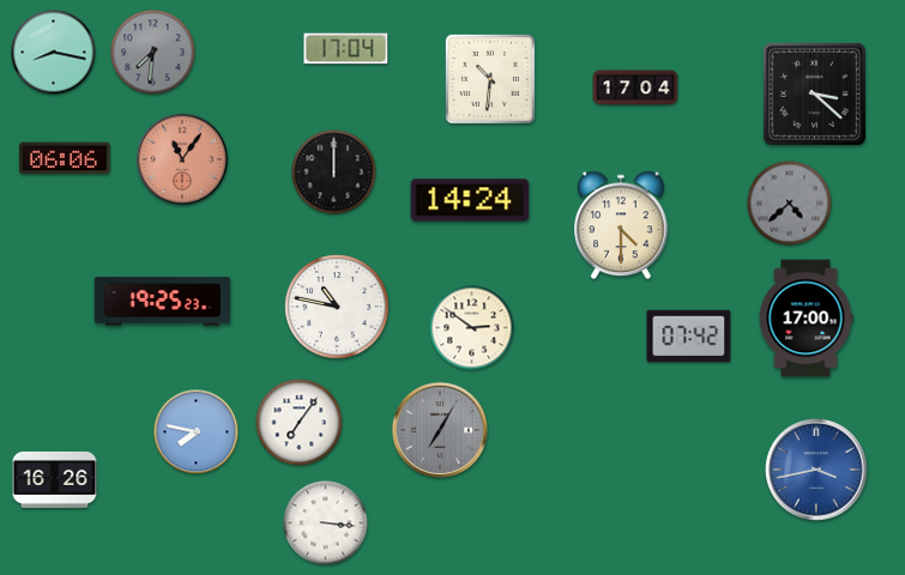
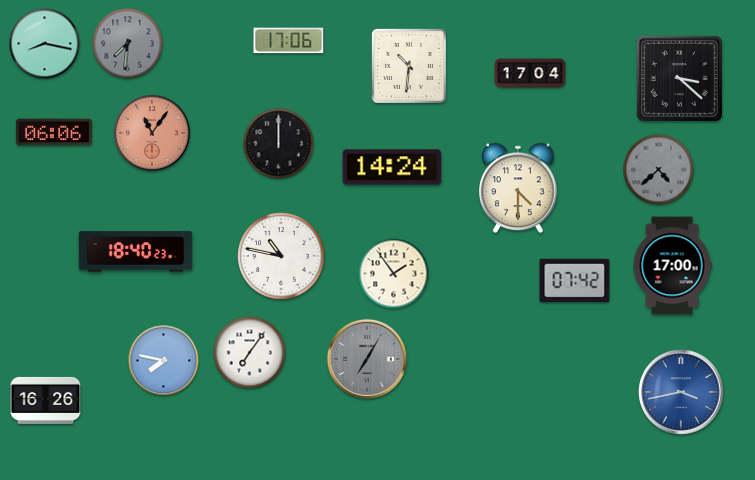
clock at (346, 49): 17:04 -> 17:06
clock at (163, 302): 19:25 -> 18:40
clock at (472, 328): 2:51 -> 1:54
clock at (326, 523): 3:16 -> none
